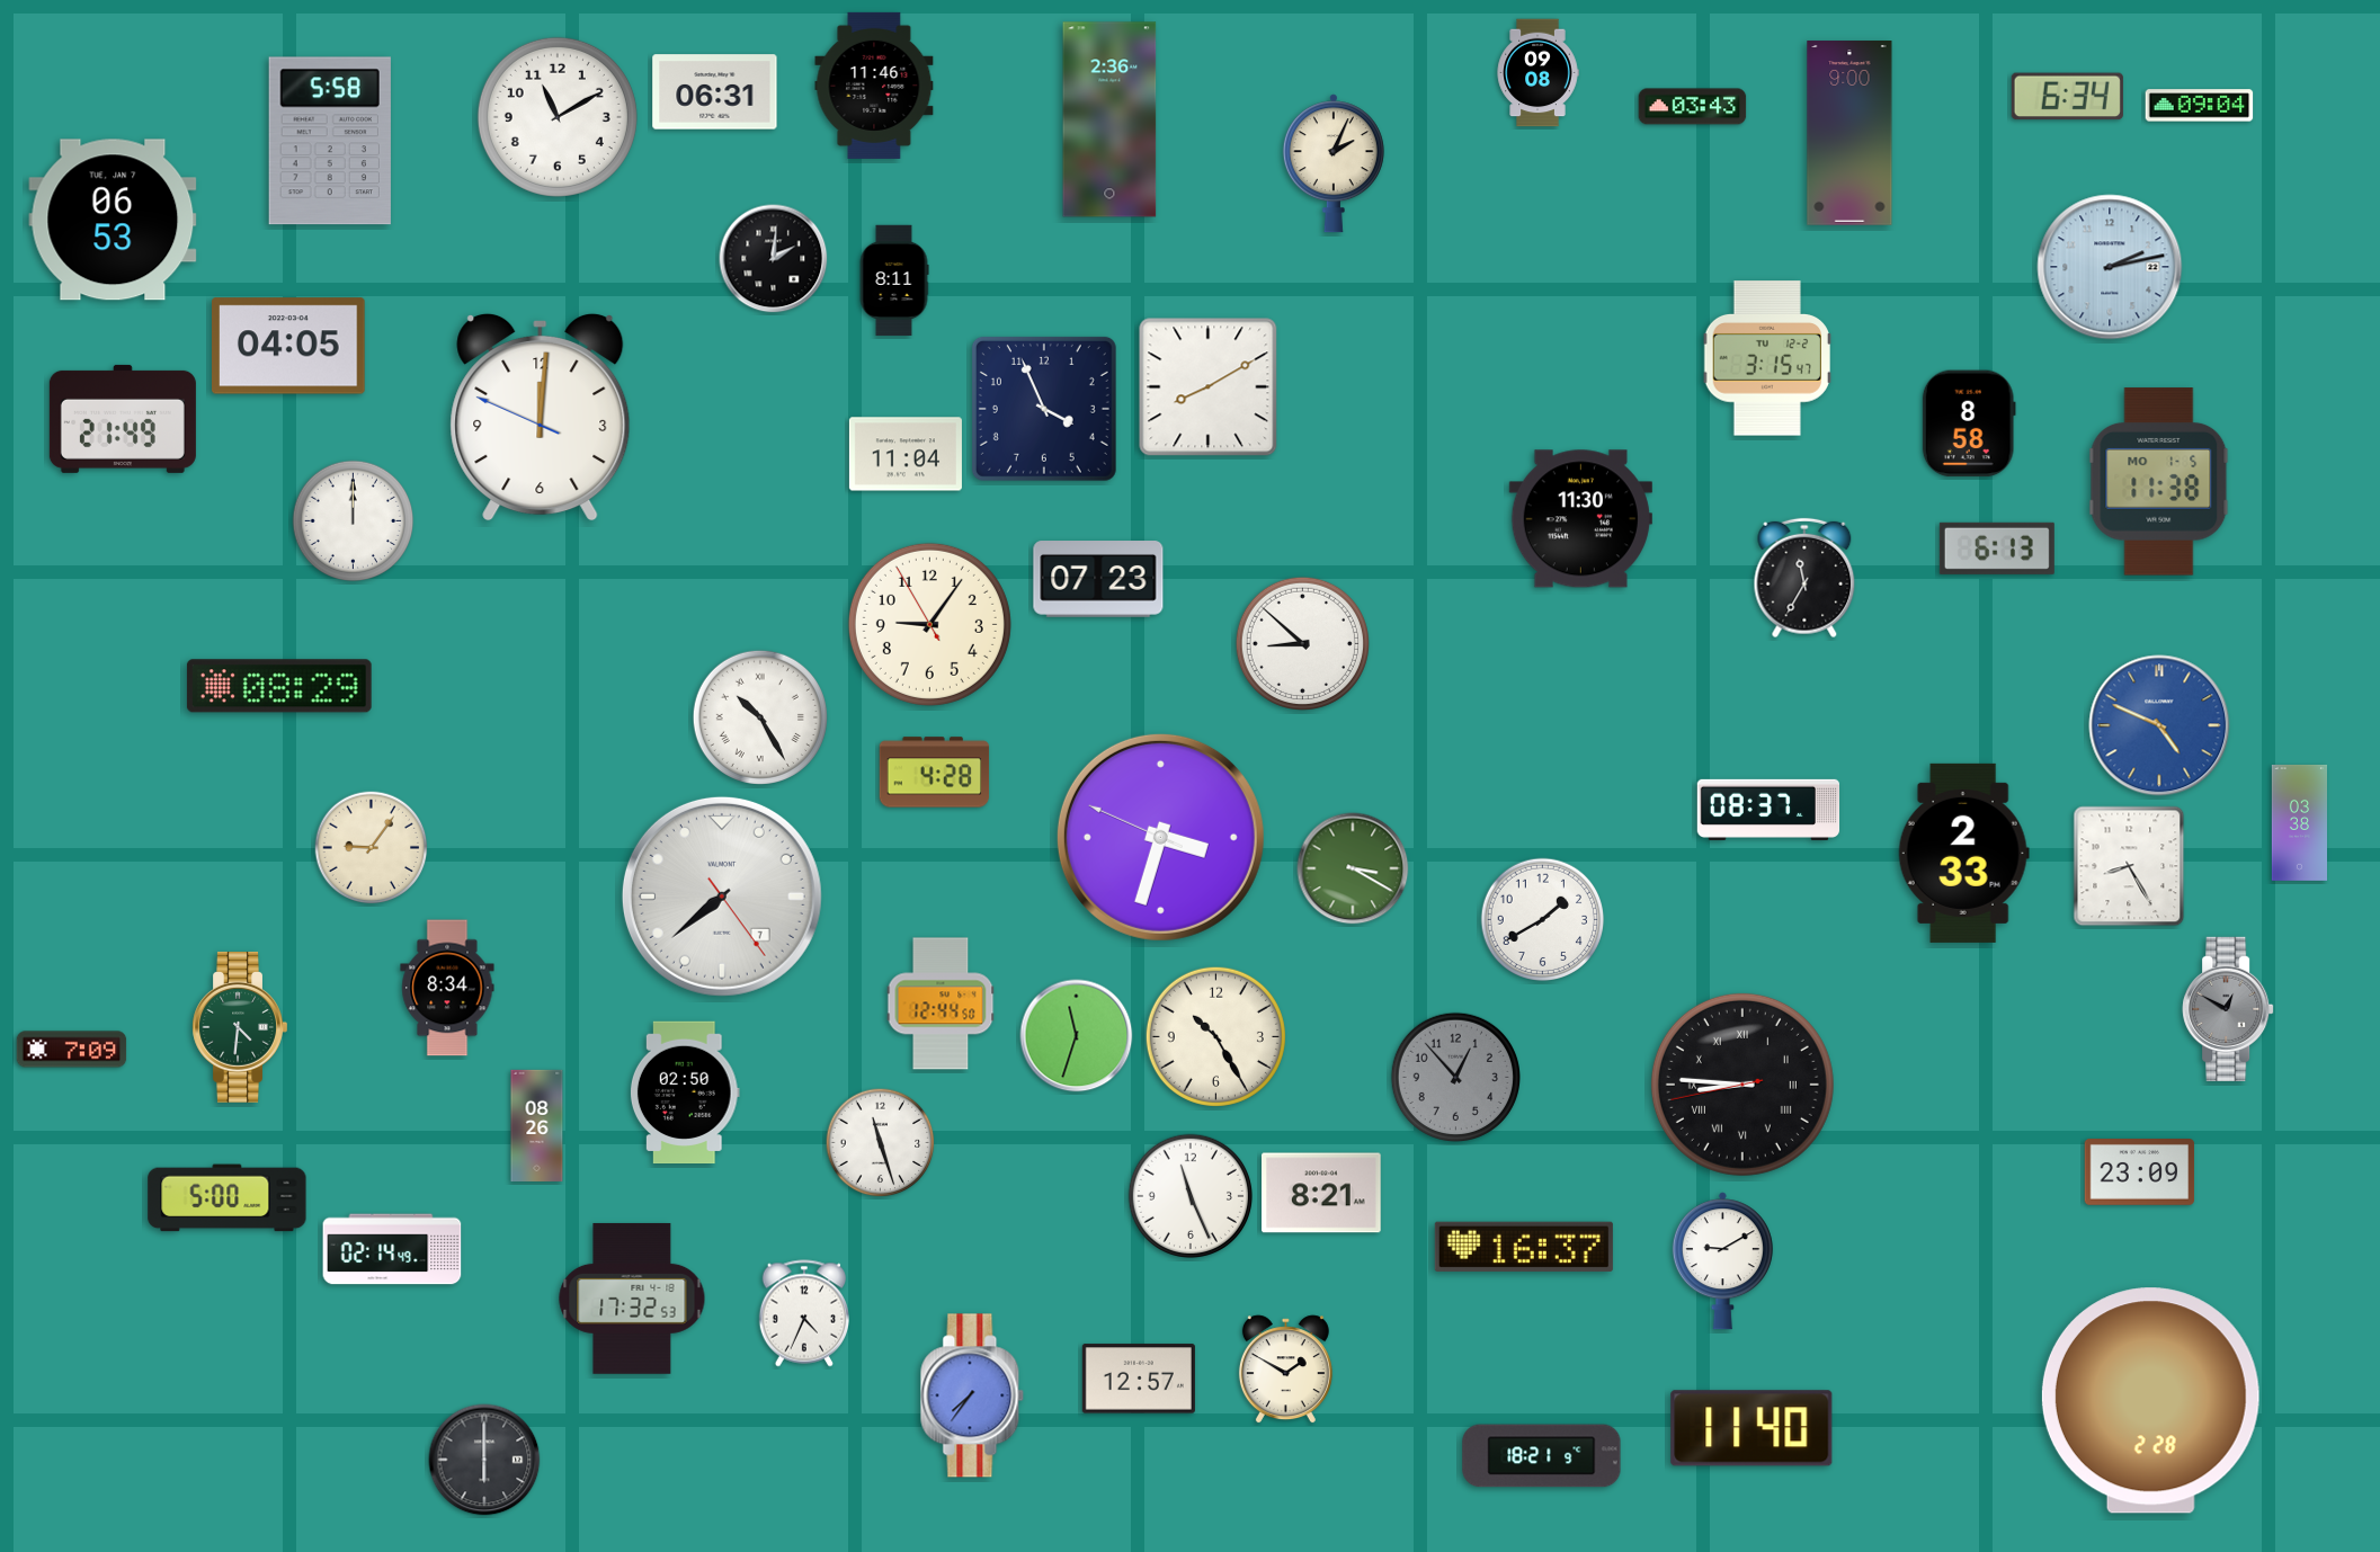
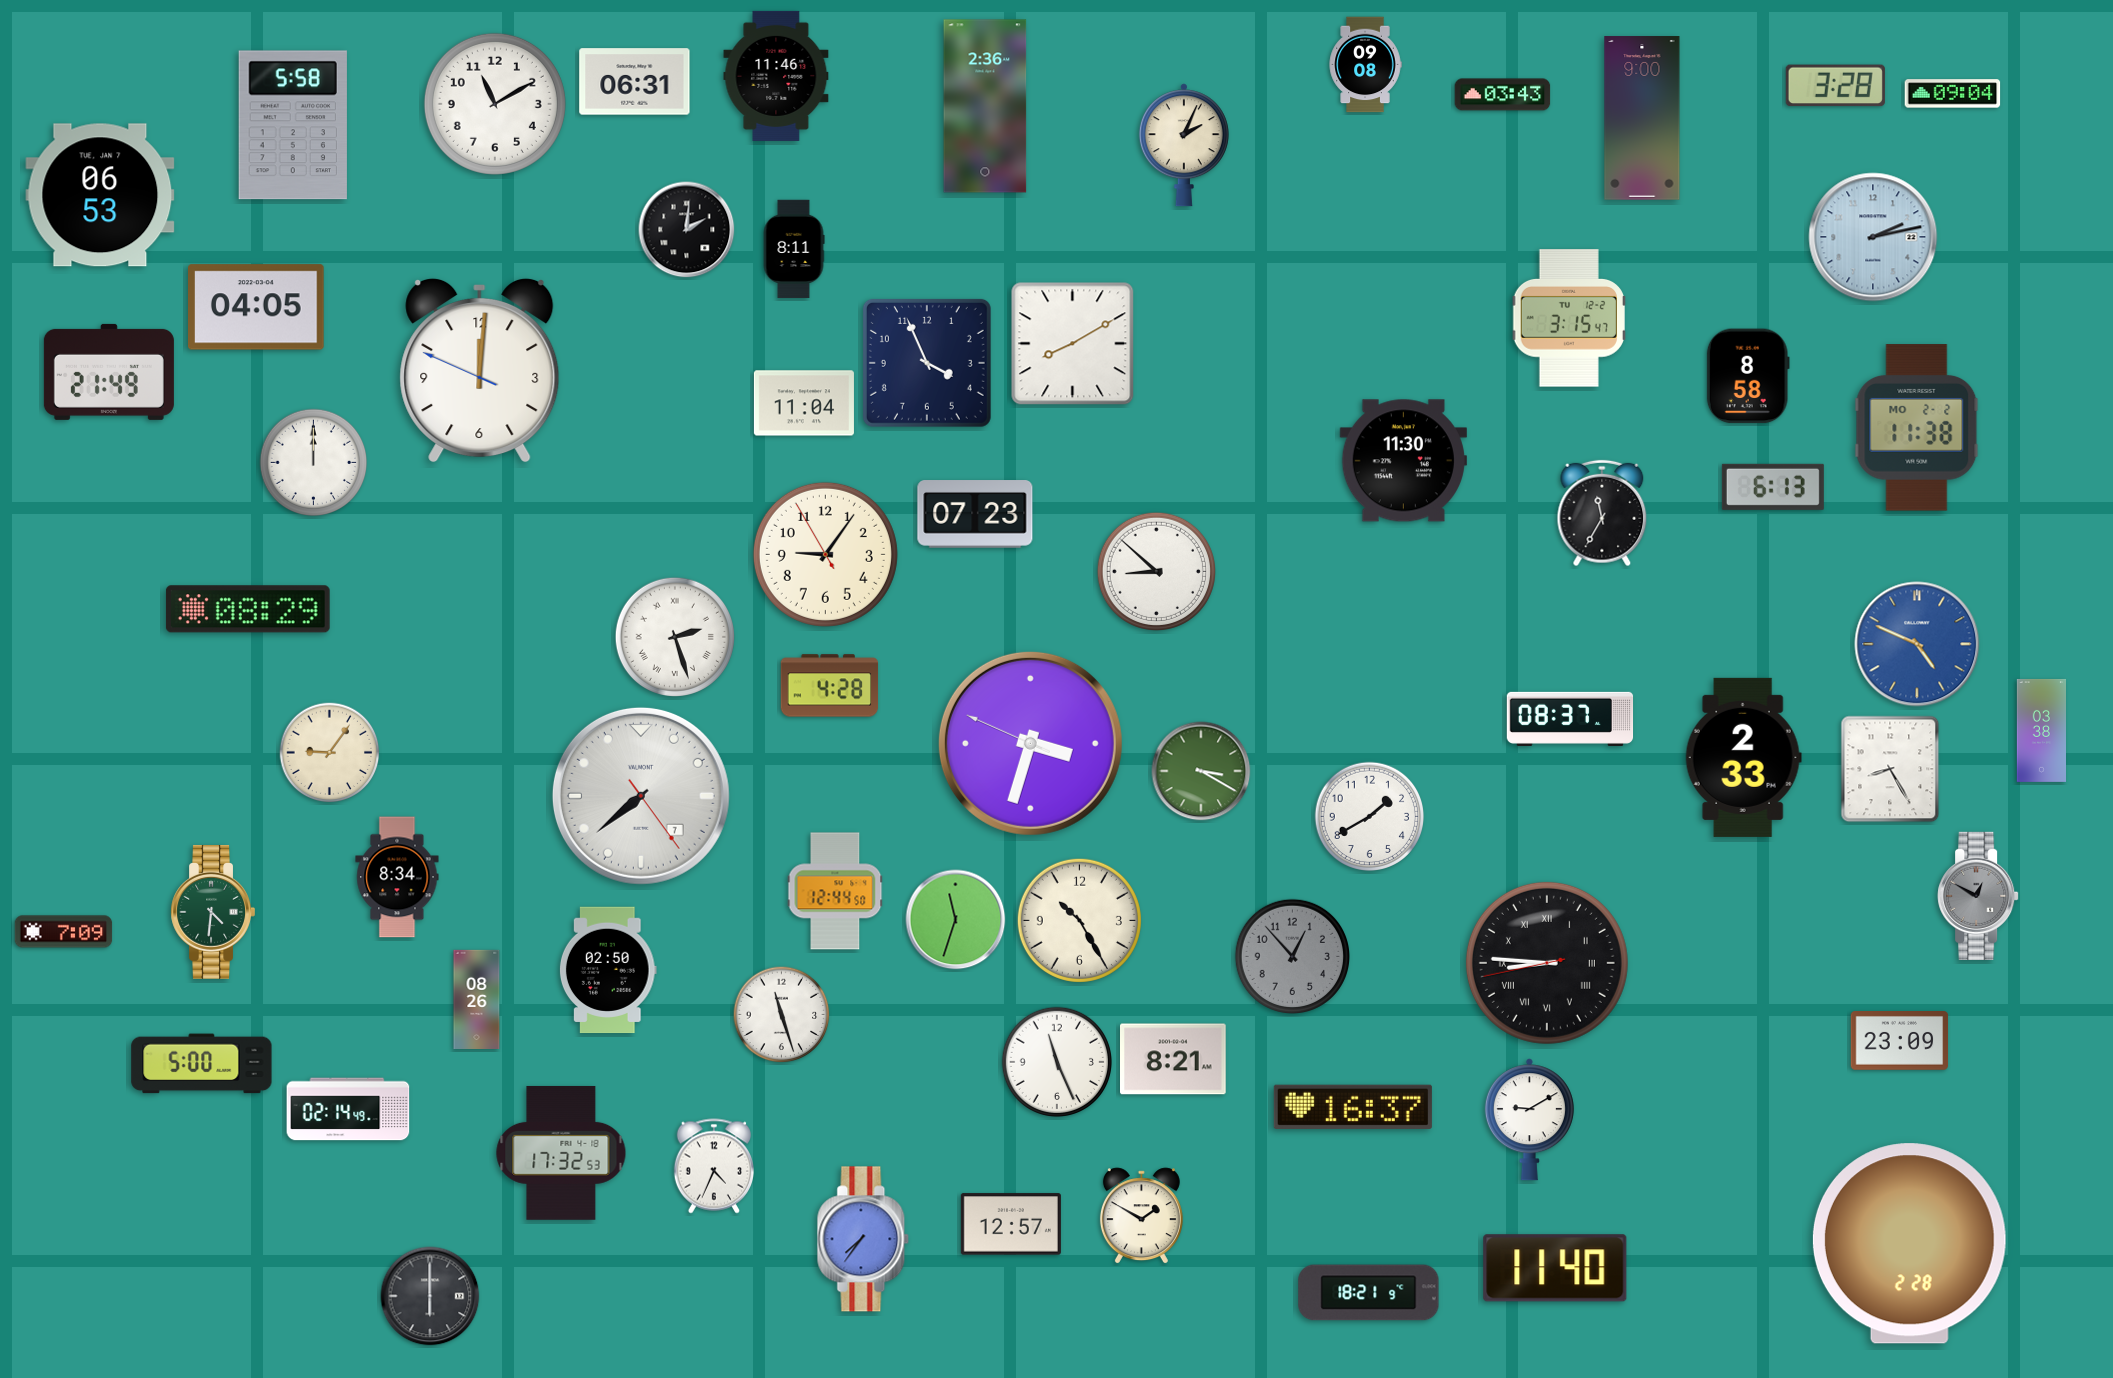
clock at (2067, 97): 6:34 -> 3:28
clock at (2159, 482) date: MO 1-5 -> MO 2-2
clock at (760, 717): 10:25 -> 2:27
